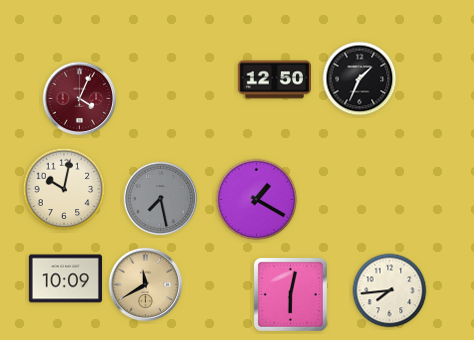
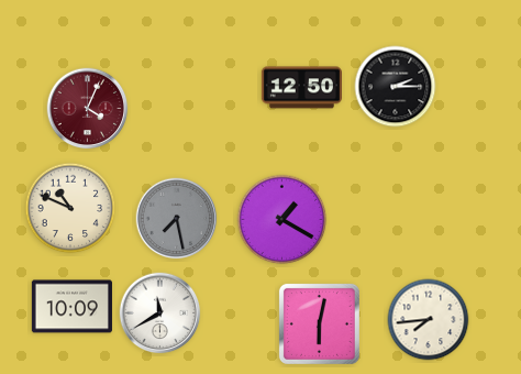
clock at (360, 79): 1:34 -> 2:15
clock at (64, 189): 10:02 -> 10:49
clock at (146, 285) dial: champagne -> white
